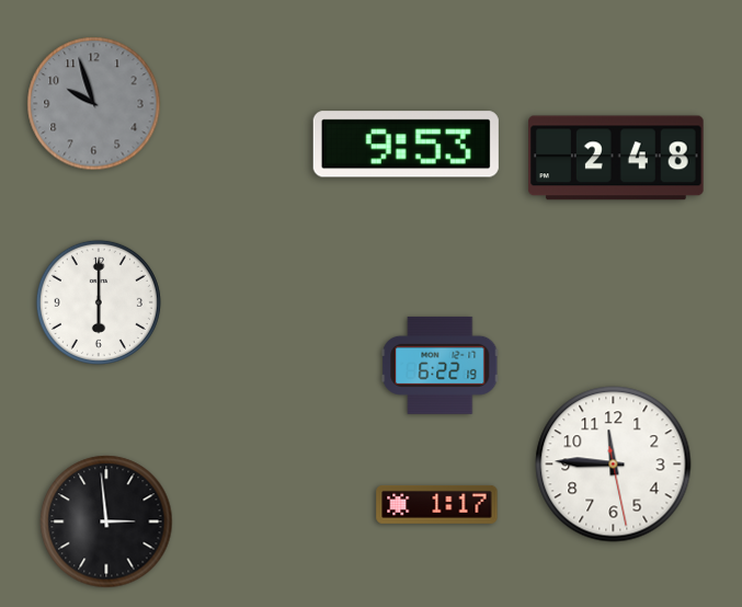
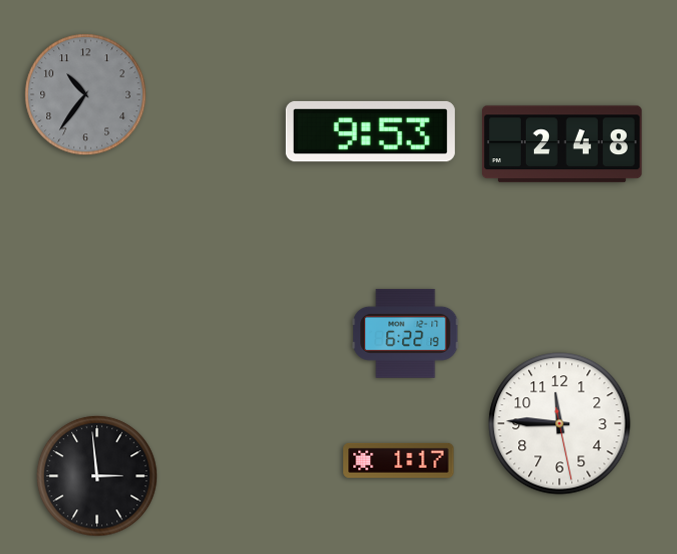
clock at (94, 104): 9:57 -> 10:36
clock at (99, 302): 6:00 -> none
clock at (441, 365) position: (441, 365) -> (406, 333)
